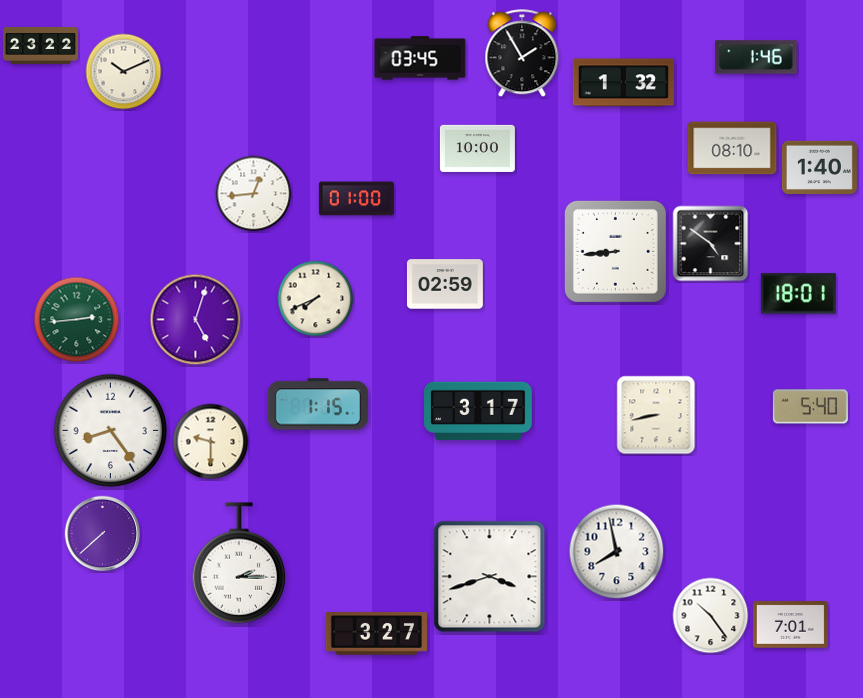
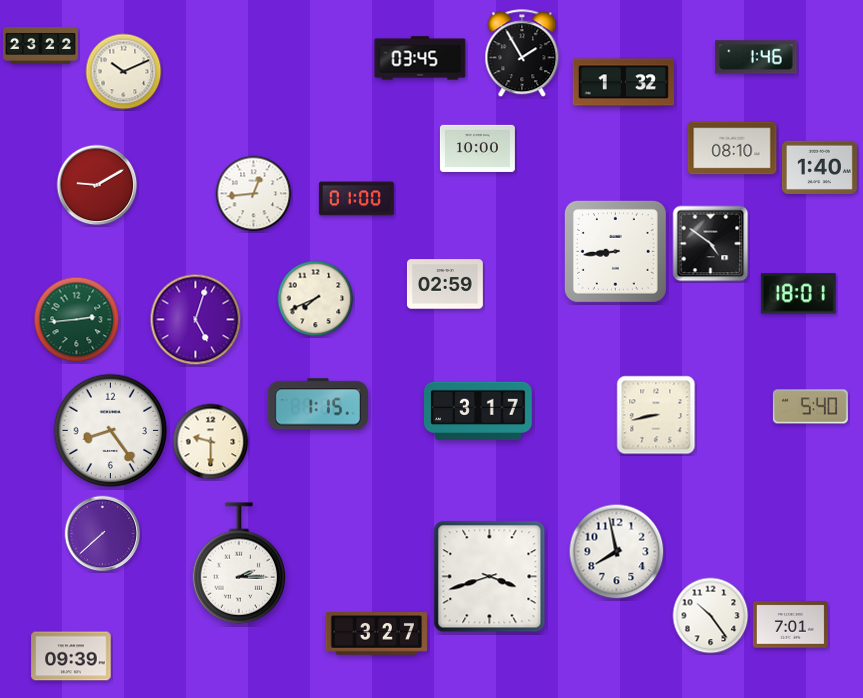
clock at (97, 185): none -> 9:10
clock at (71, 656): none -> 09:39
